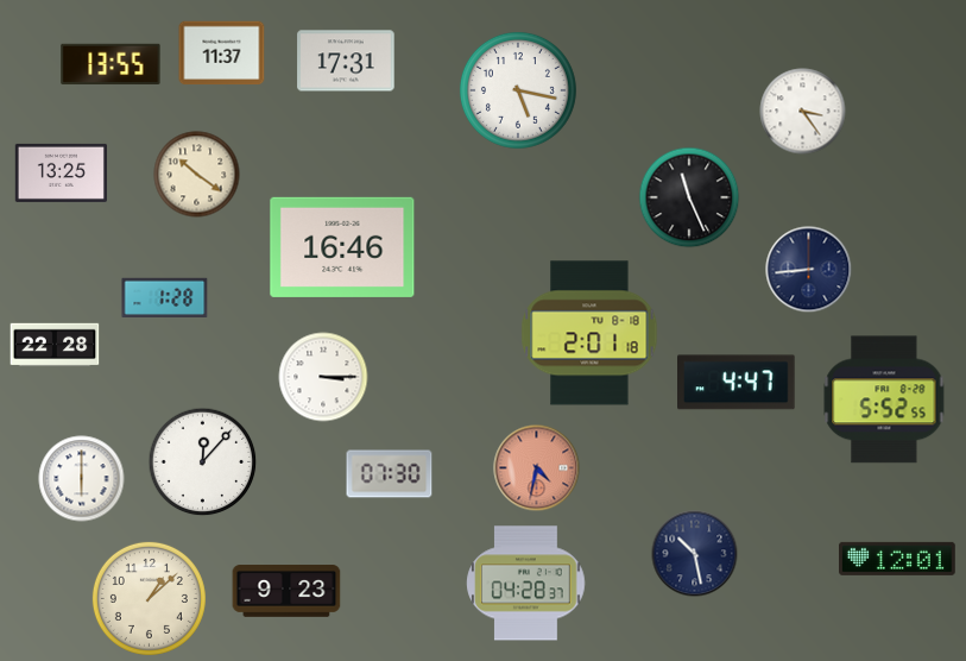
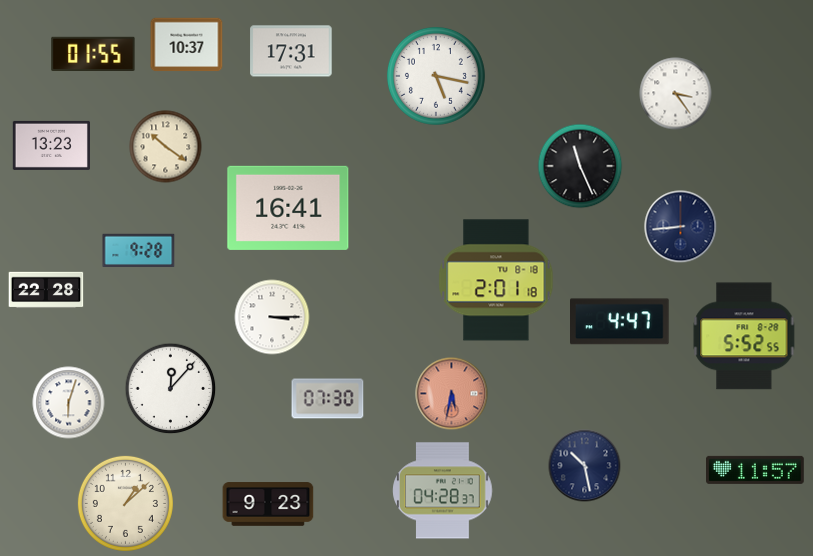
clock at (222, 53): 11:37 -> 10:37
clock at (111, 63): 13:55 -> 01:55
clock at (61, 172): 13:25 -> 13:23
clock at (342, 247): 16:46 -> 16:41
clock at (165, 297): 1:28 -> 9:28
clock at (537, 468): 4:32 -> 5:32
clock at (82, 479): 6:00 -> 6:03
clock at (898, 559): 12:01 -> 11:57
clock at (286, 591) position: (286, 591) -> (268, 504)
